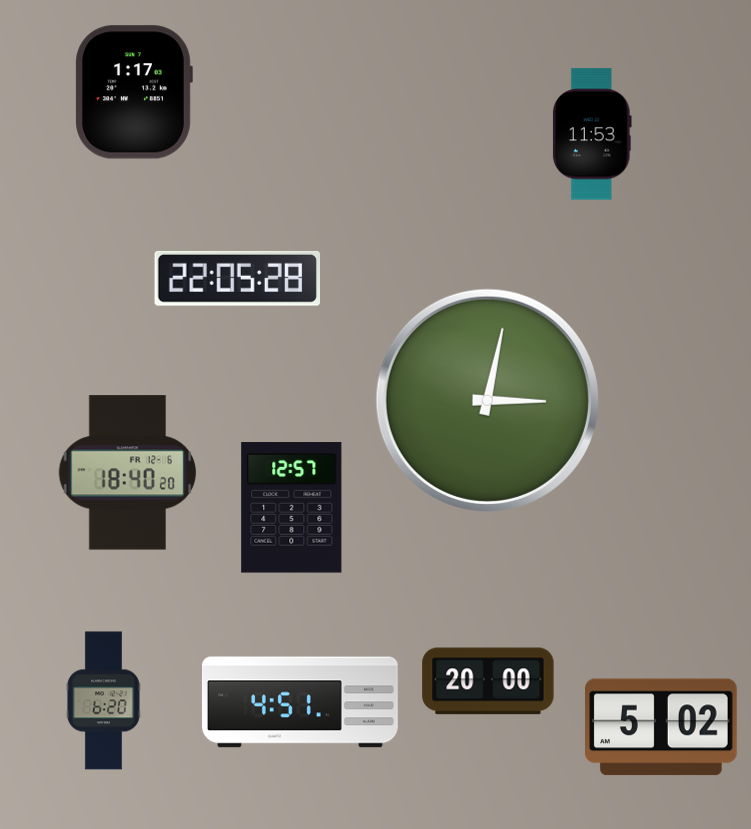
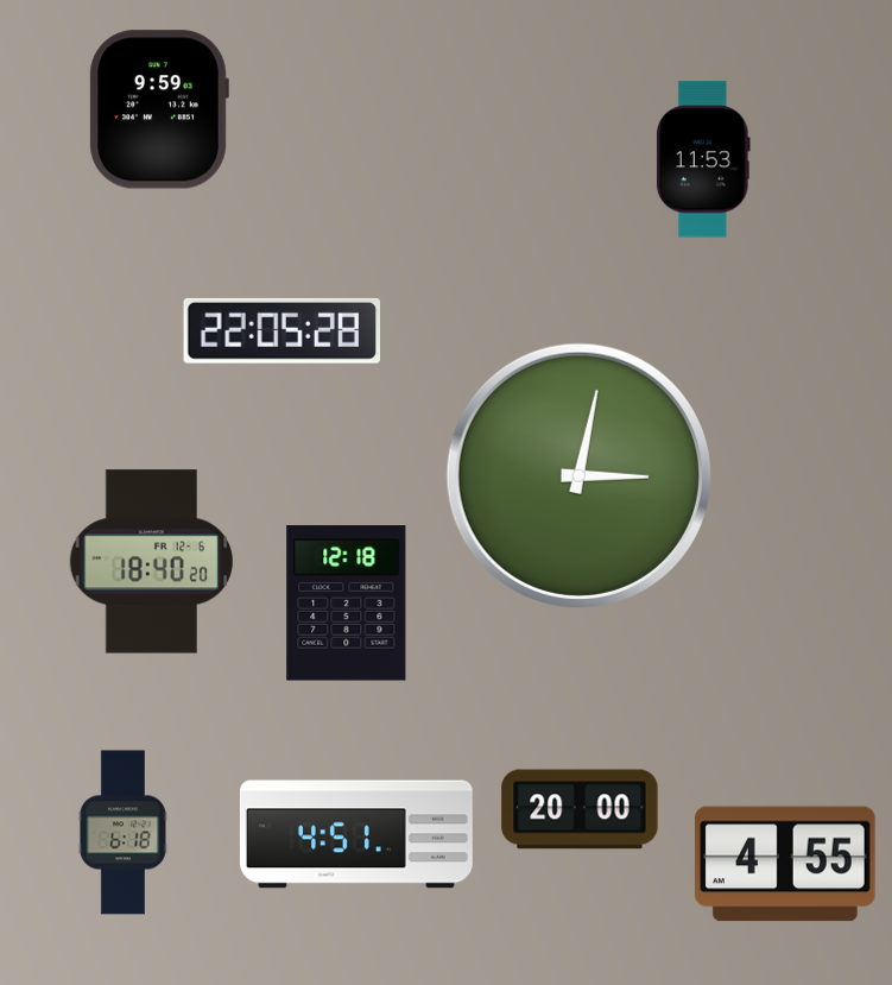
clock at (134, 92): 1:17 -> 9:59
clock at (292, 508): 12:57 -> 12:18
clock at (103, 701): 6:20 -> 6:18
clock at (662, 727): 5:02 -> 4:55
